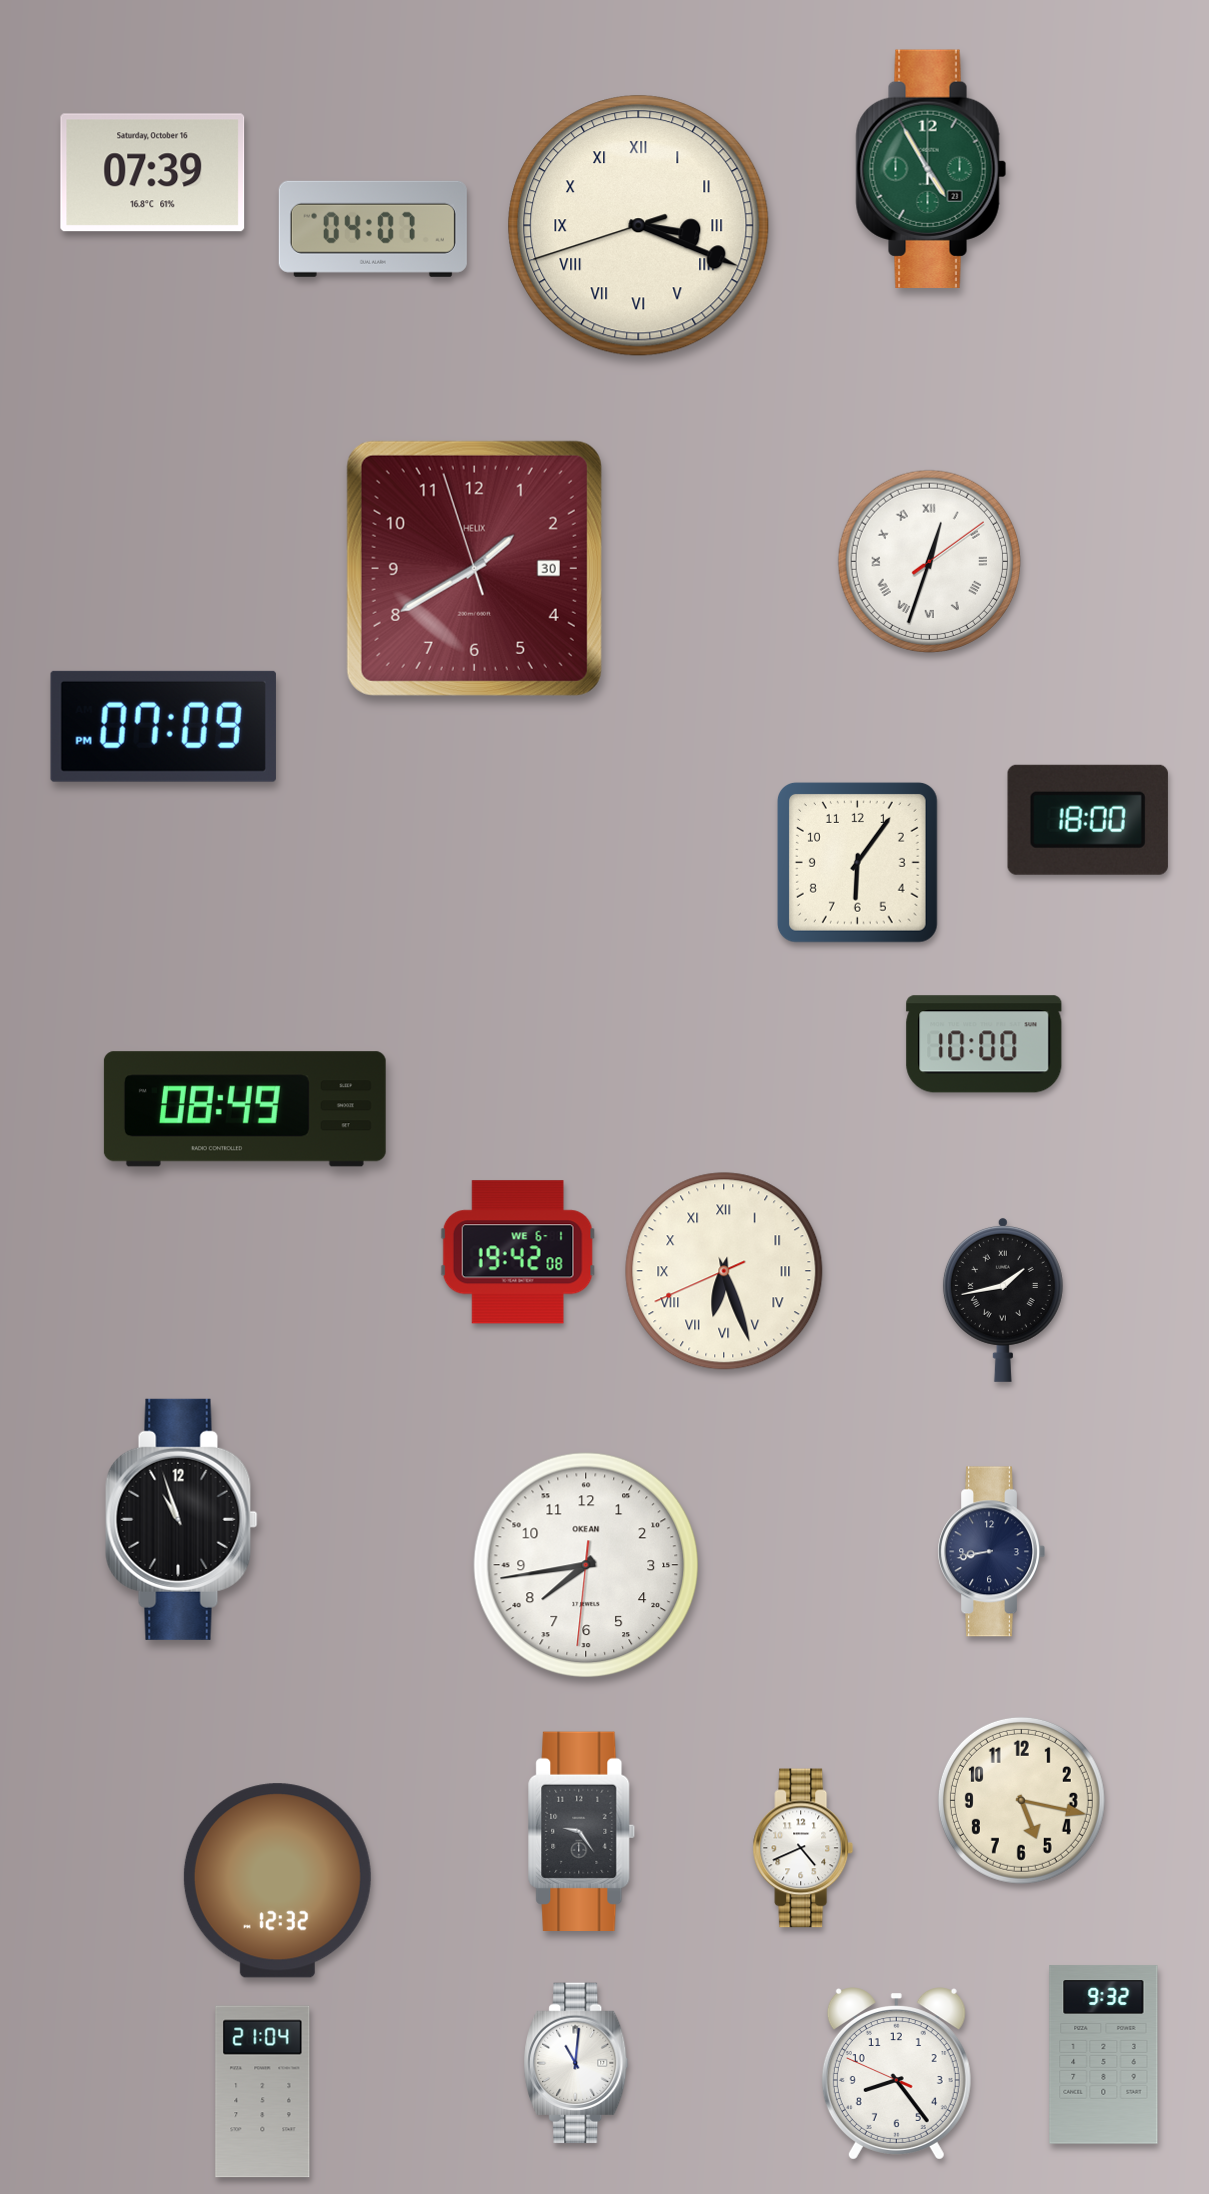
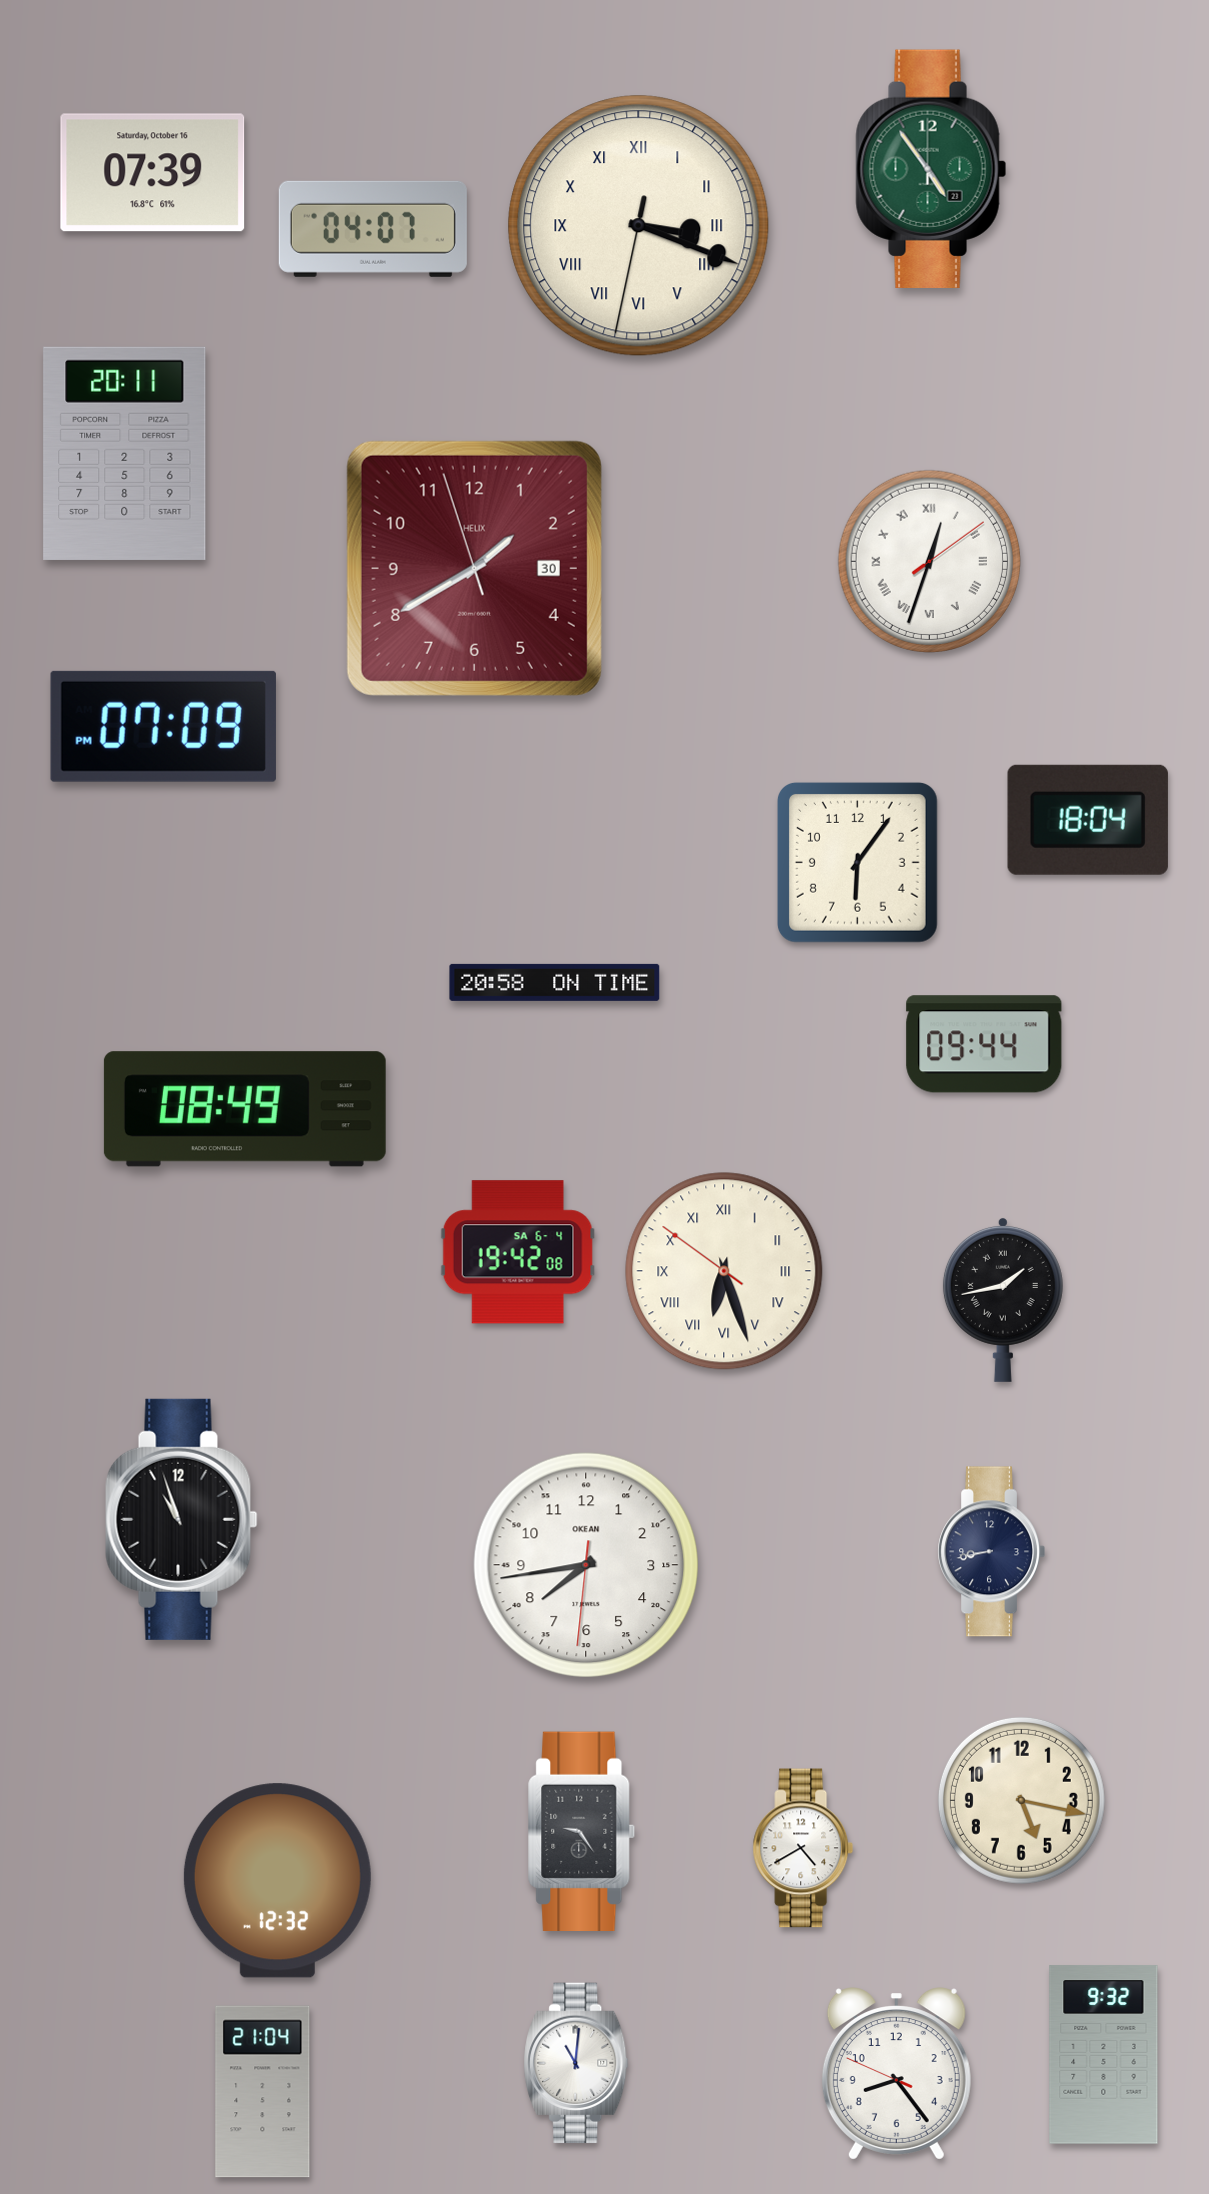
clock at (931, 169): 4:55 -> 4:54
clock at (639, 226): 3:18:42 -> 3:18:32
clock at (125, 453): none -> 20:11
clock at (1088, 820): 18:00 -> 18:04
clock at (555, 982): none -> 20:58
clock at (984, 1044): 10:00 -> 09:44
clock at (518, 1252) date: WE 6-1 -> SA 6-4
clock at (724, 1271): 6:26:41 -> 6:26:51
clock at (803, 1848): 4:41 -> 4:40
